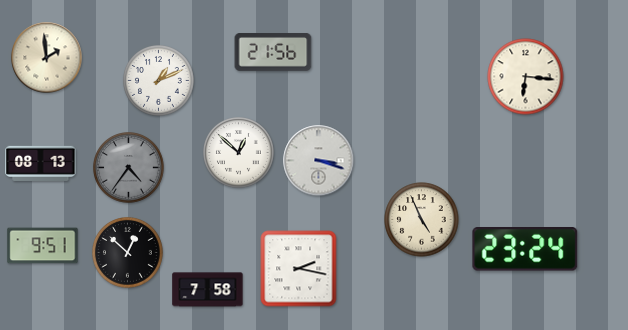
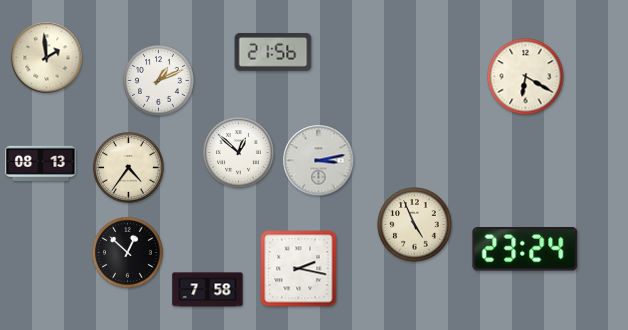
clock at (526, 77): 6:16 -> 6:20
clock at (319, 161): 3:18 -> 3:13
clock at (129, 168) dial: grey -> cream
clock at (422, 220) position: (422, 220) -> (415, 225)
clock at (43, 246): 9:51 -> none
